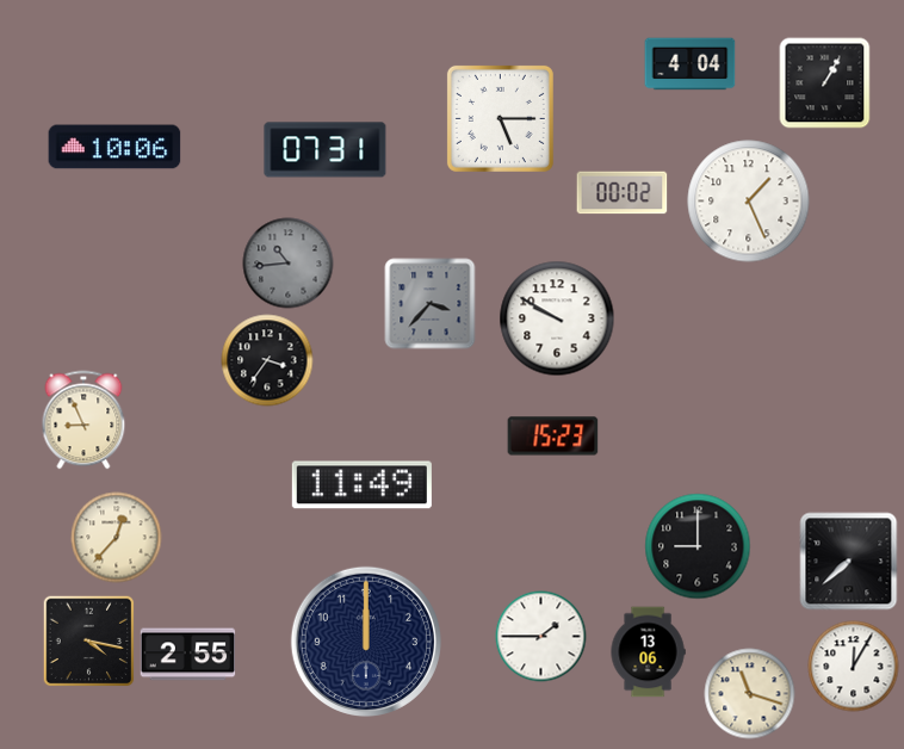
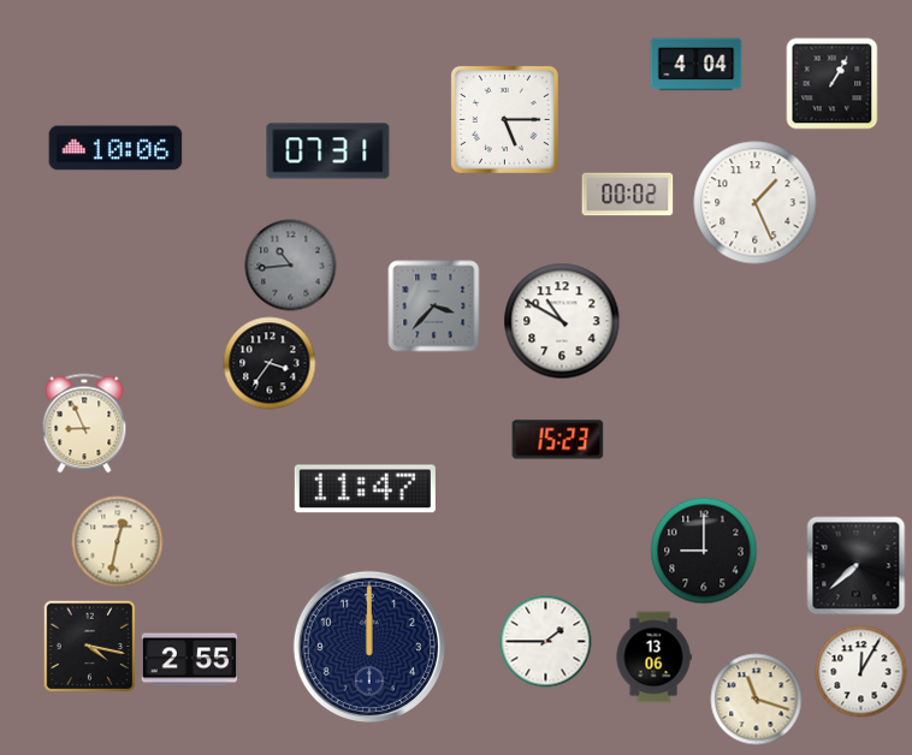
clock at (557, 318): 9:50 -> 10:50
clock at (361, 485): 11:49 -> 11:47
clock at (117, 538): 12:37 -> 12:32
